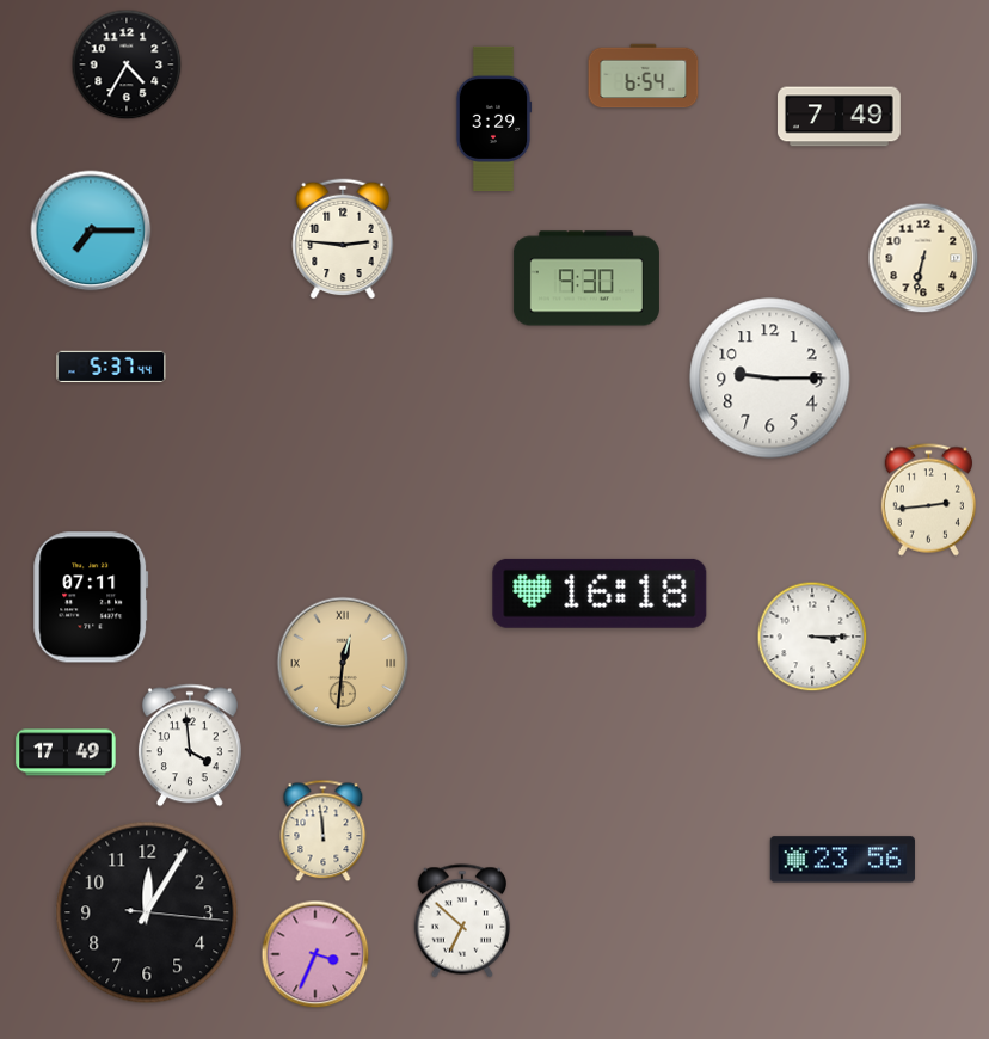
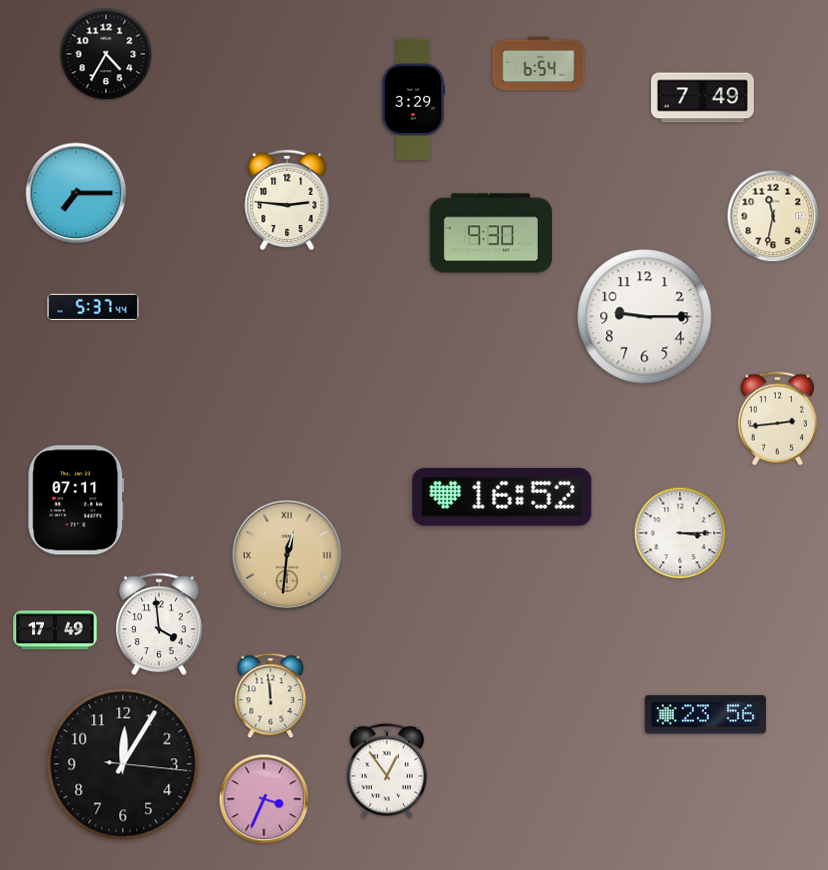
clock at (923, 258): 6:32 -> 11:32
clock at (600, 594): 16:18 -> 16:52
clock at (842, 860) position: (842, 860) -> (705, 715)
clock at (462, 921): 6:52 -> 12:54
